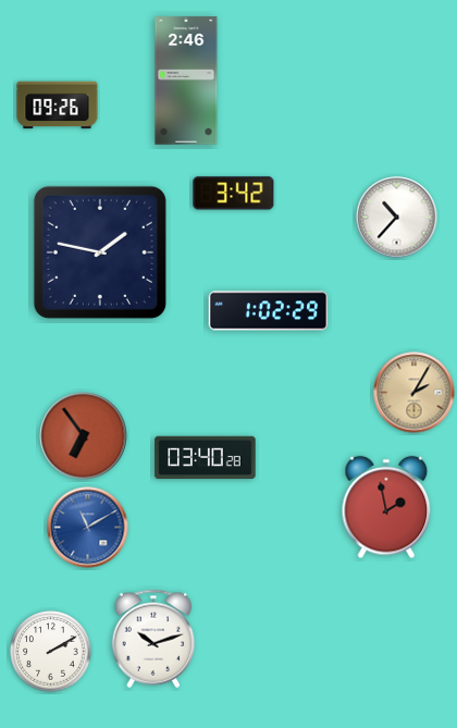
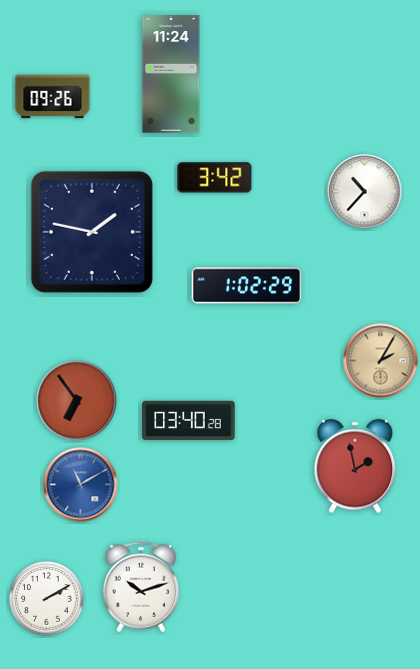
clock at (186, 81): 2:46 -> 11:24
clock at (397, 218) position: (397, 218) -> (365, 192)
